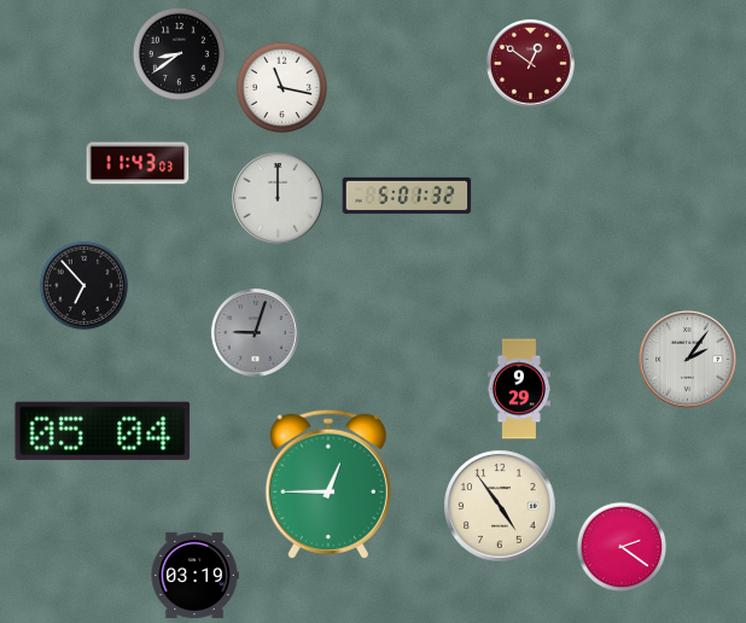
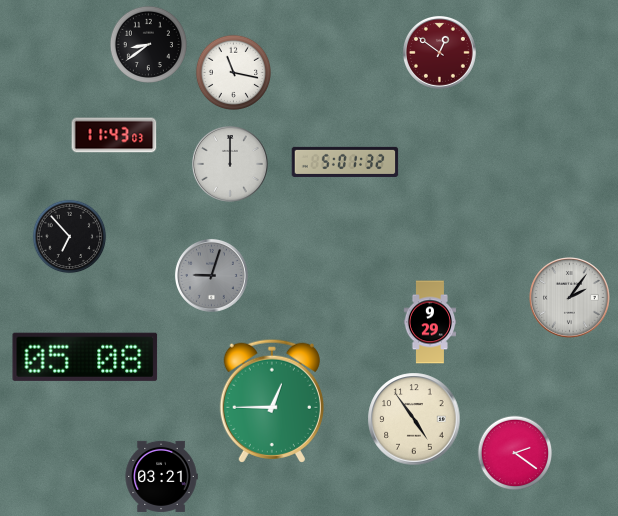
clock at (407, 196) position: (407, 196) -> (345, 162)
clock at (103, 431): 05:04 -> 05:08
clock at (194, 575): 03:19 -> 03:21
